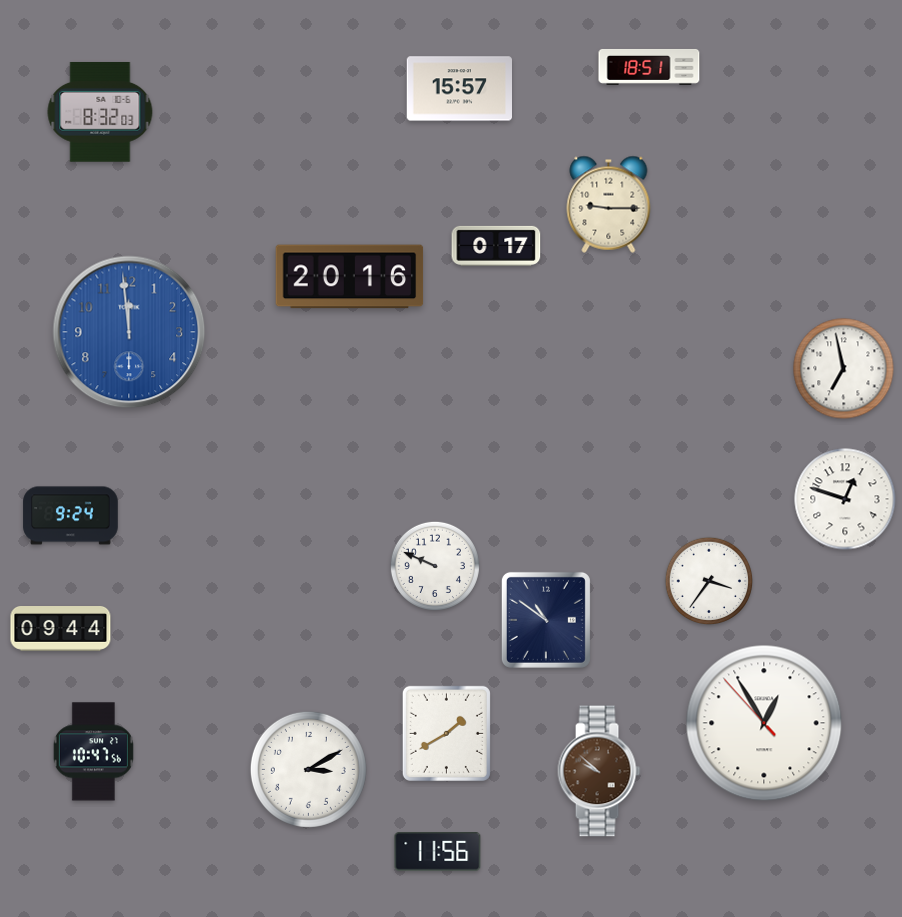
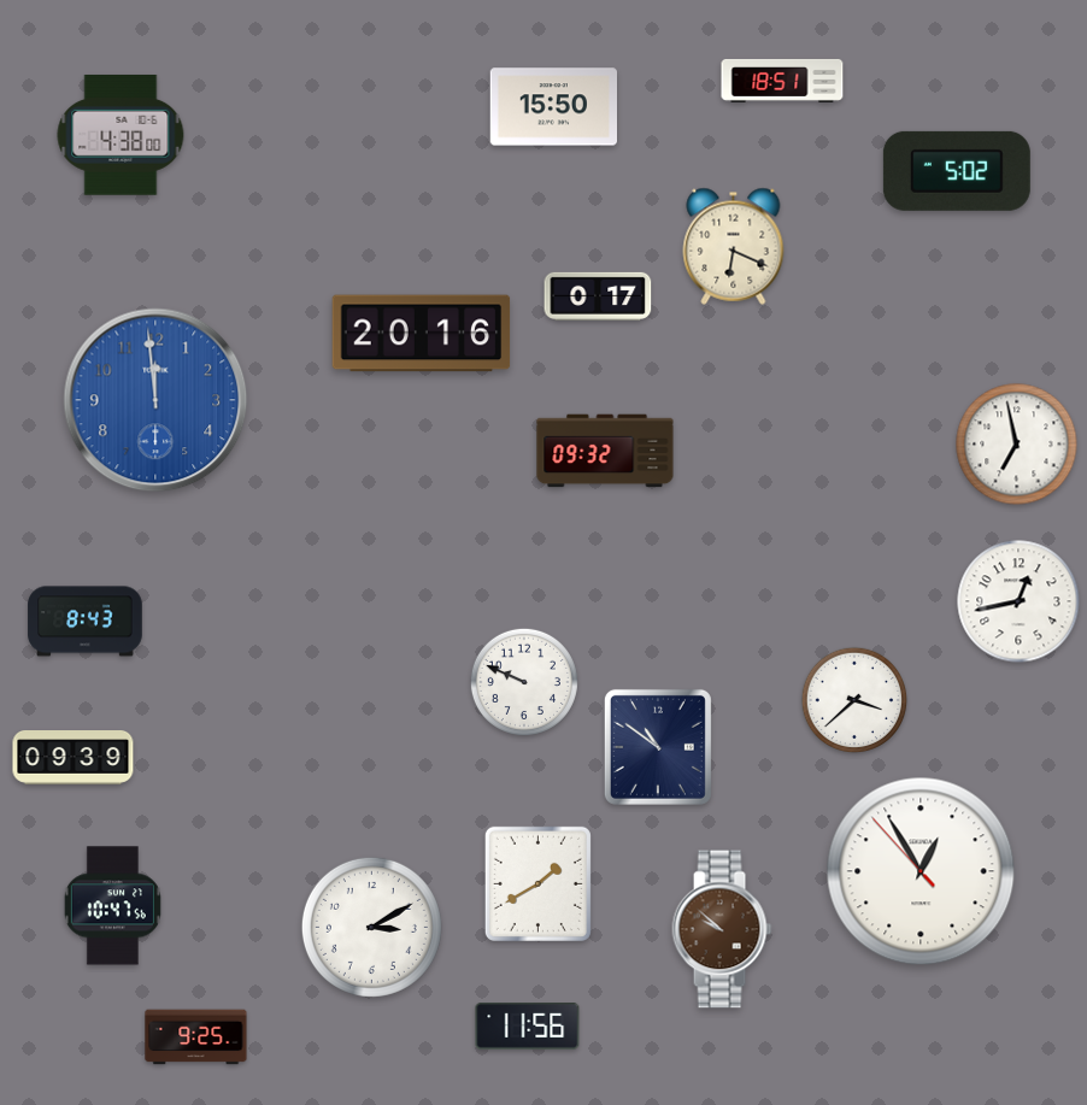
clock at (459, 89): 15:57 -> 15:50
clock at (100, 112): 8:32 -> 4:38
clock at (957, 171): none -> 5:02
clock at (609, 204): 9:15 -> 6:19
clock at (605, 451): none -> 09:32
clock at (845, 499): 12:48 -> 12:43
clock at (71, 516): 9:24 -> 8:43
clock at (709, 581): 3:36 -> 3:38
clock at (61, 629): 09:44 -> 09:39
clock at (196, 1038): none -> 9:25
